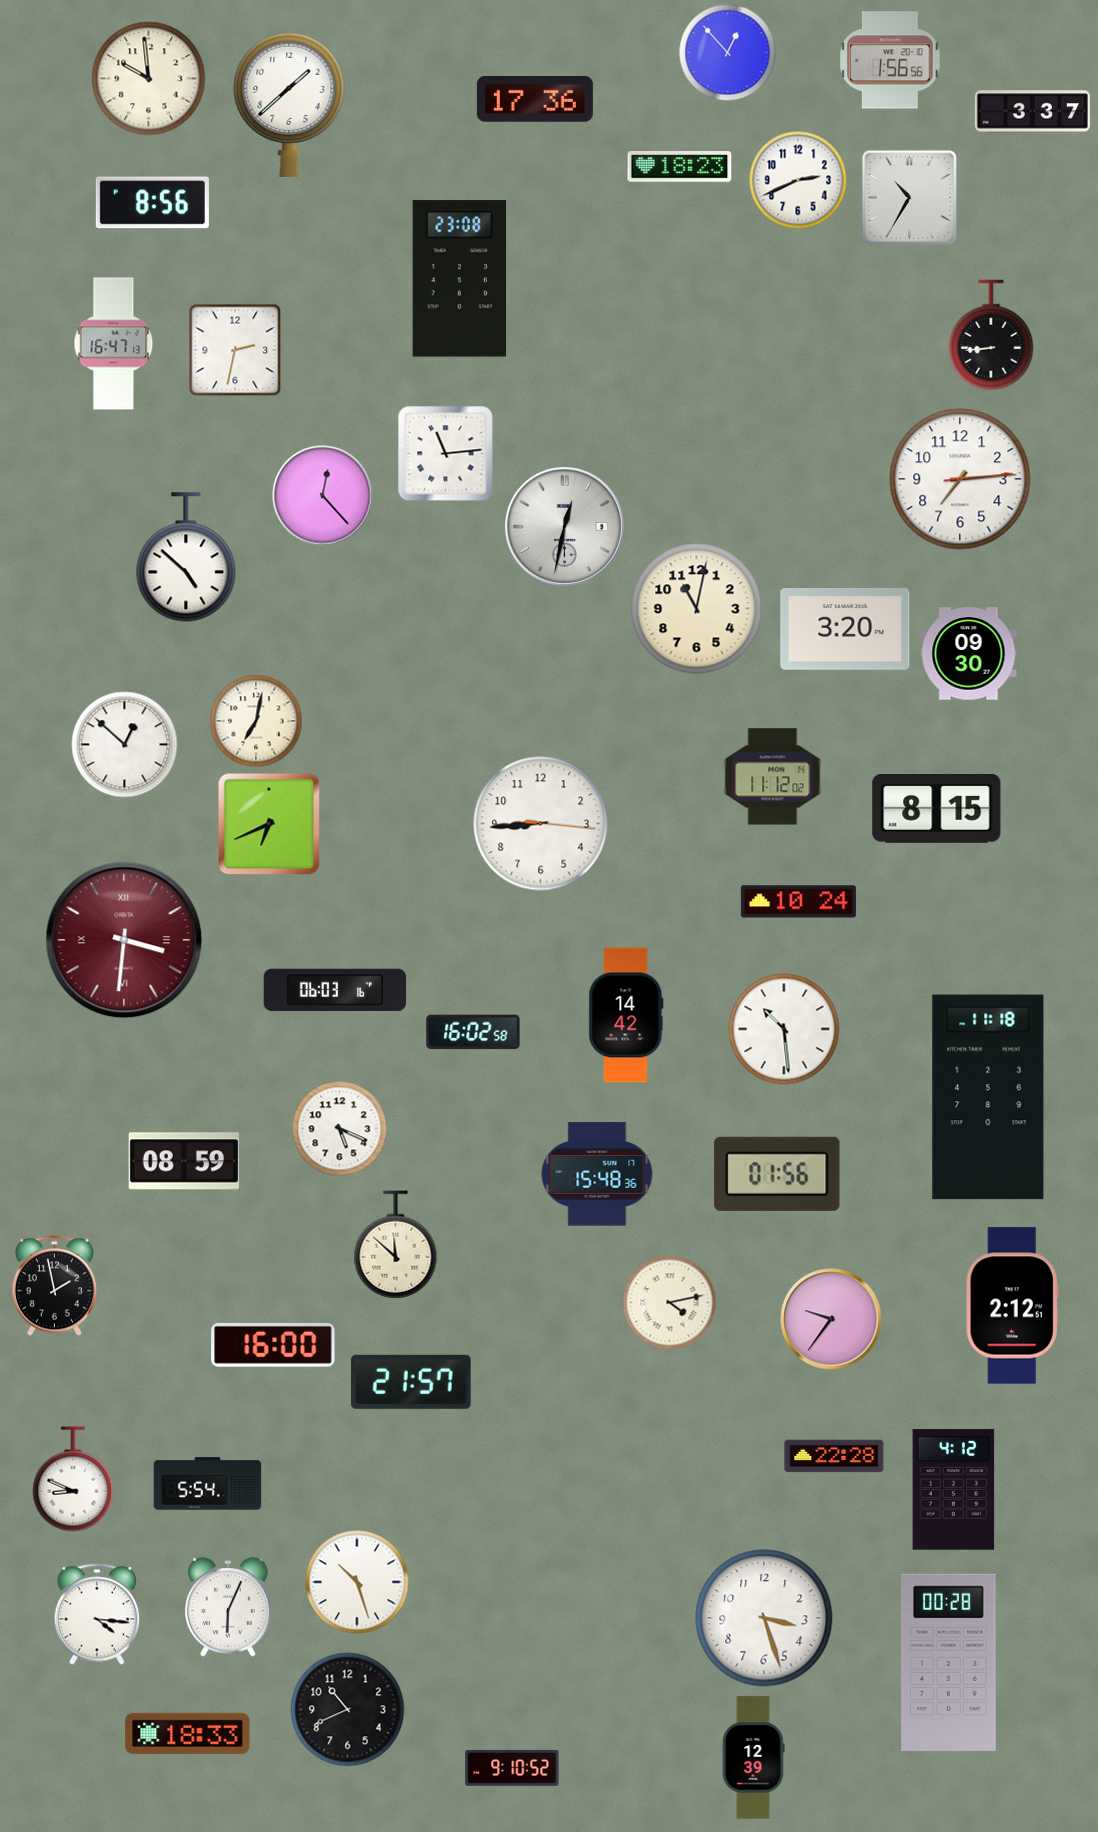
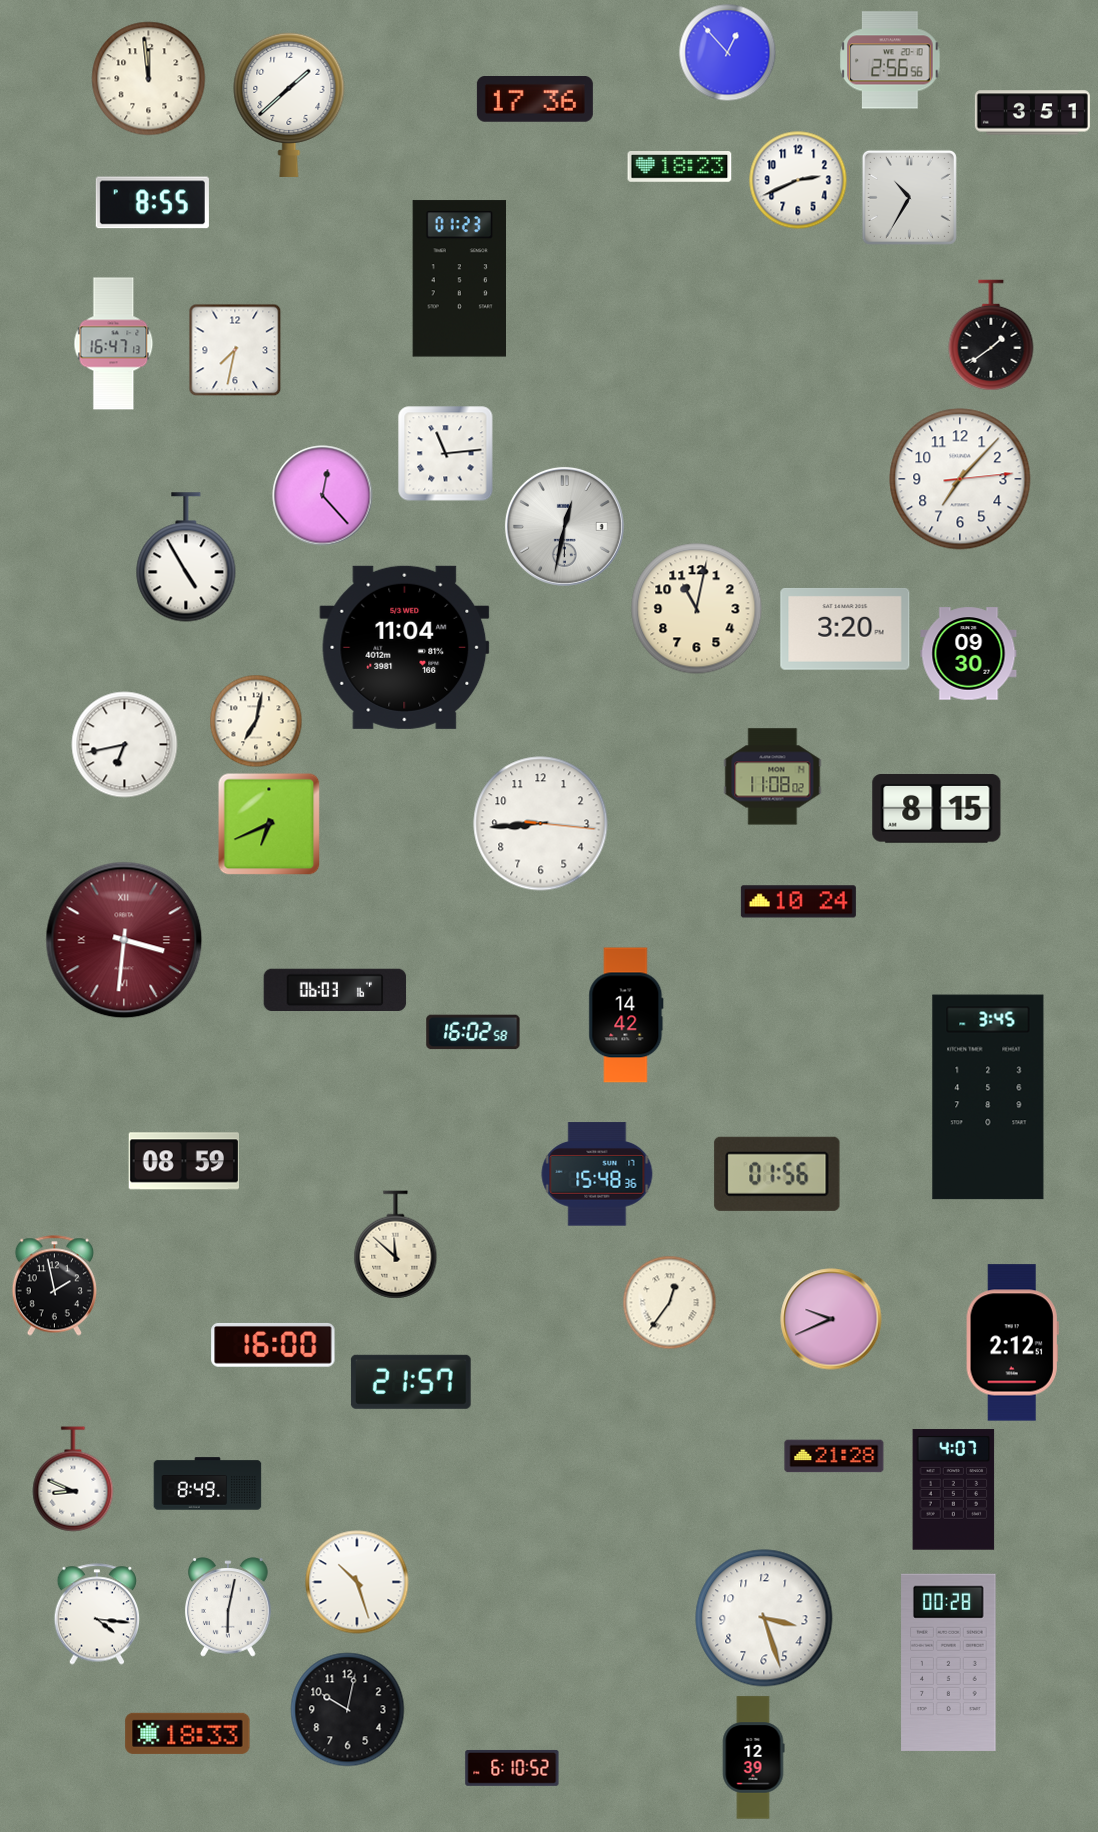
clock at (890, 60): 1:56 -> 2:56
clock at (149, 79): 9:59 -> 11:59
clock at (1032, 113): 3:37 -> 3:51
clock at (152, 203): 8:56 -> 8:55
clock at (459, 279): 23:08 -> 01:23
clock at (991, 335): 8:44 -> 1:39
clock at (235, 350): 2:32 -> 7:32
clock at (960, 479): 7:14 -> 7:07
clock at (186, 557): 4:52 -> 4:55
clock at (405, 647): none -> 11:04
clock at (125, 745): 12:52 -> 6:43
clock at (773, 777): 11:12 -> 11:08
clock at (784, 1029): 10:29 -> none
clock at (988, 1097): 11:18 -> 3:45
clock at (340, 1129): 5:19 -> none
clock at (670, 1303): 4:13 -> 12:36
clock at (1012, 1306) position: (1012, 1306) -> (1012, 1343)
clock at (831, 1319): 9:36 -> 9:41
clock at (834, 1456): 22:28 -> 21:28
clock at (208, 1484): 5:54 -> 8:49
clock at (954, 1490): 4:12 -> 4:07
clock at (229, 1607): 6:04 -> 6:02
clock at (348, 1710): 10:41 -> 10:02
clock at (512, 1768): 9:10 -> 6:10
